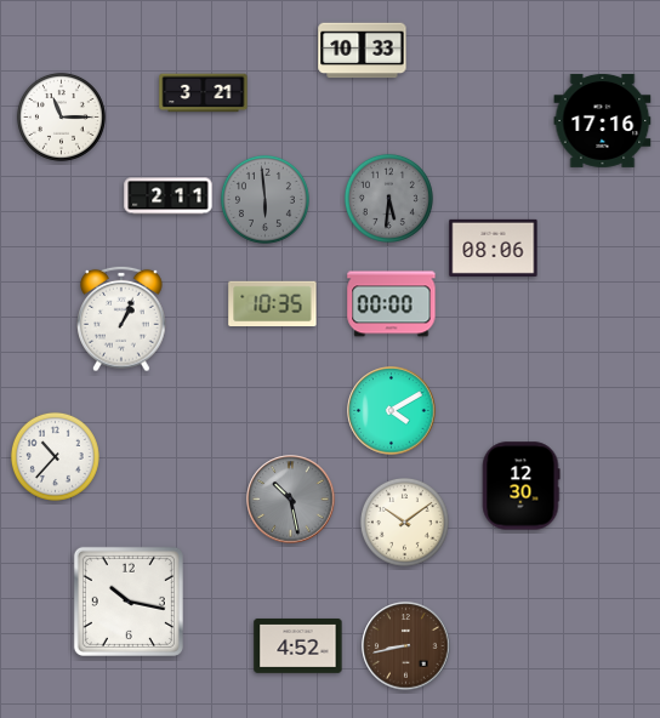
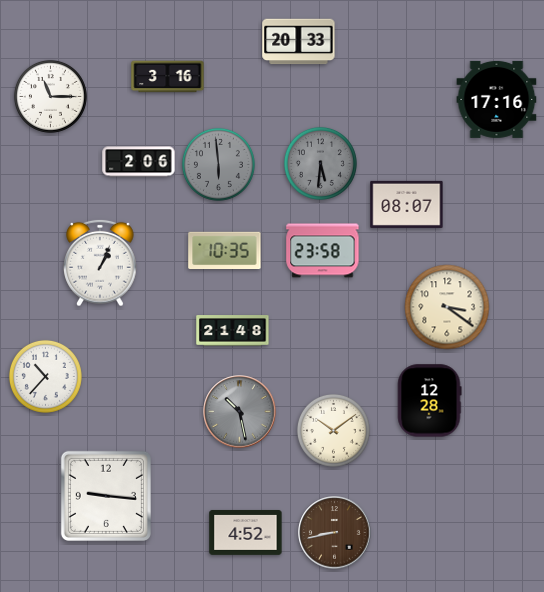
clock at (363, 51): 10:33 -> 20:33
clock at (204, 93): 3:21 -> 3:16
clock at (169, 196): 2:11 -> 2:06
clock at (494, 247): 08:06 -> 08:07
clock at (392, 304): 00:00 -> 23:58
clock at (447, 307): none -> 3:21
clock at (233, 331): none -> 21:48
clock at (392, 411): 4:10 -> none
clock at (520, 486): 12:30 -> 12:28
clock at (129, 602): 10:17 -> 9:16
